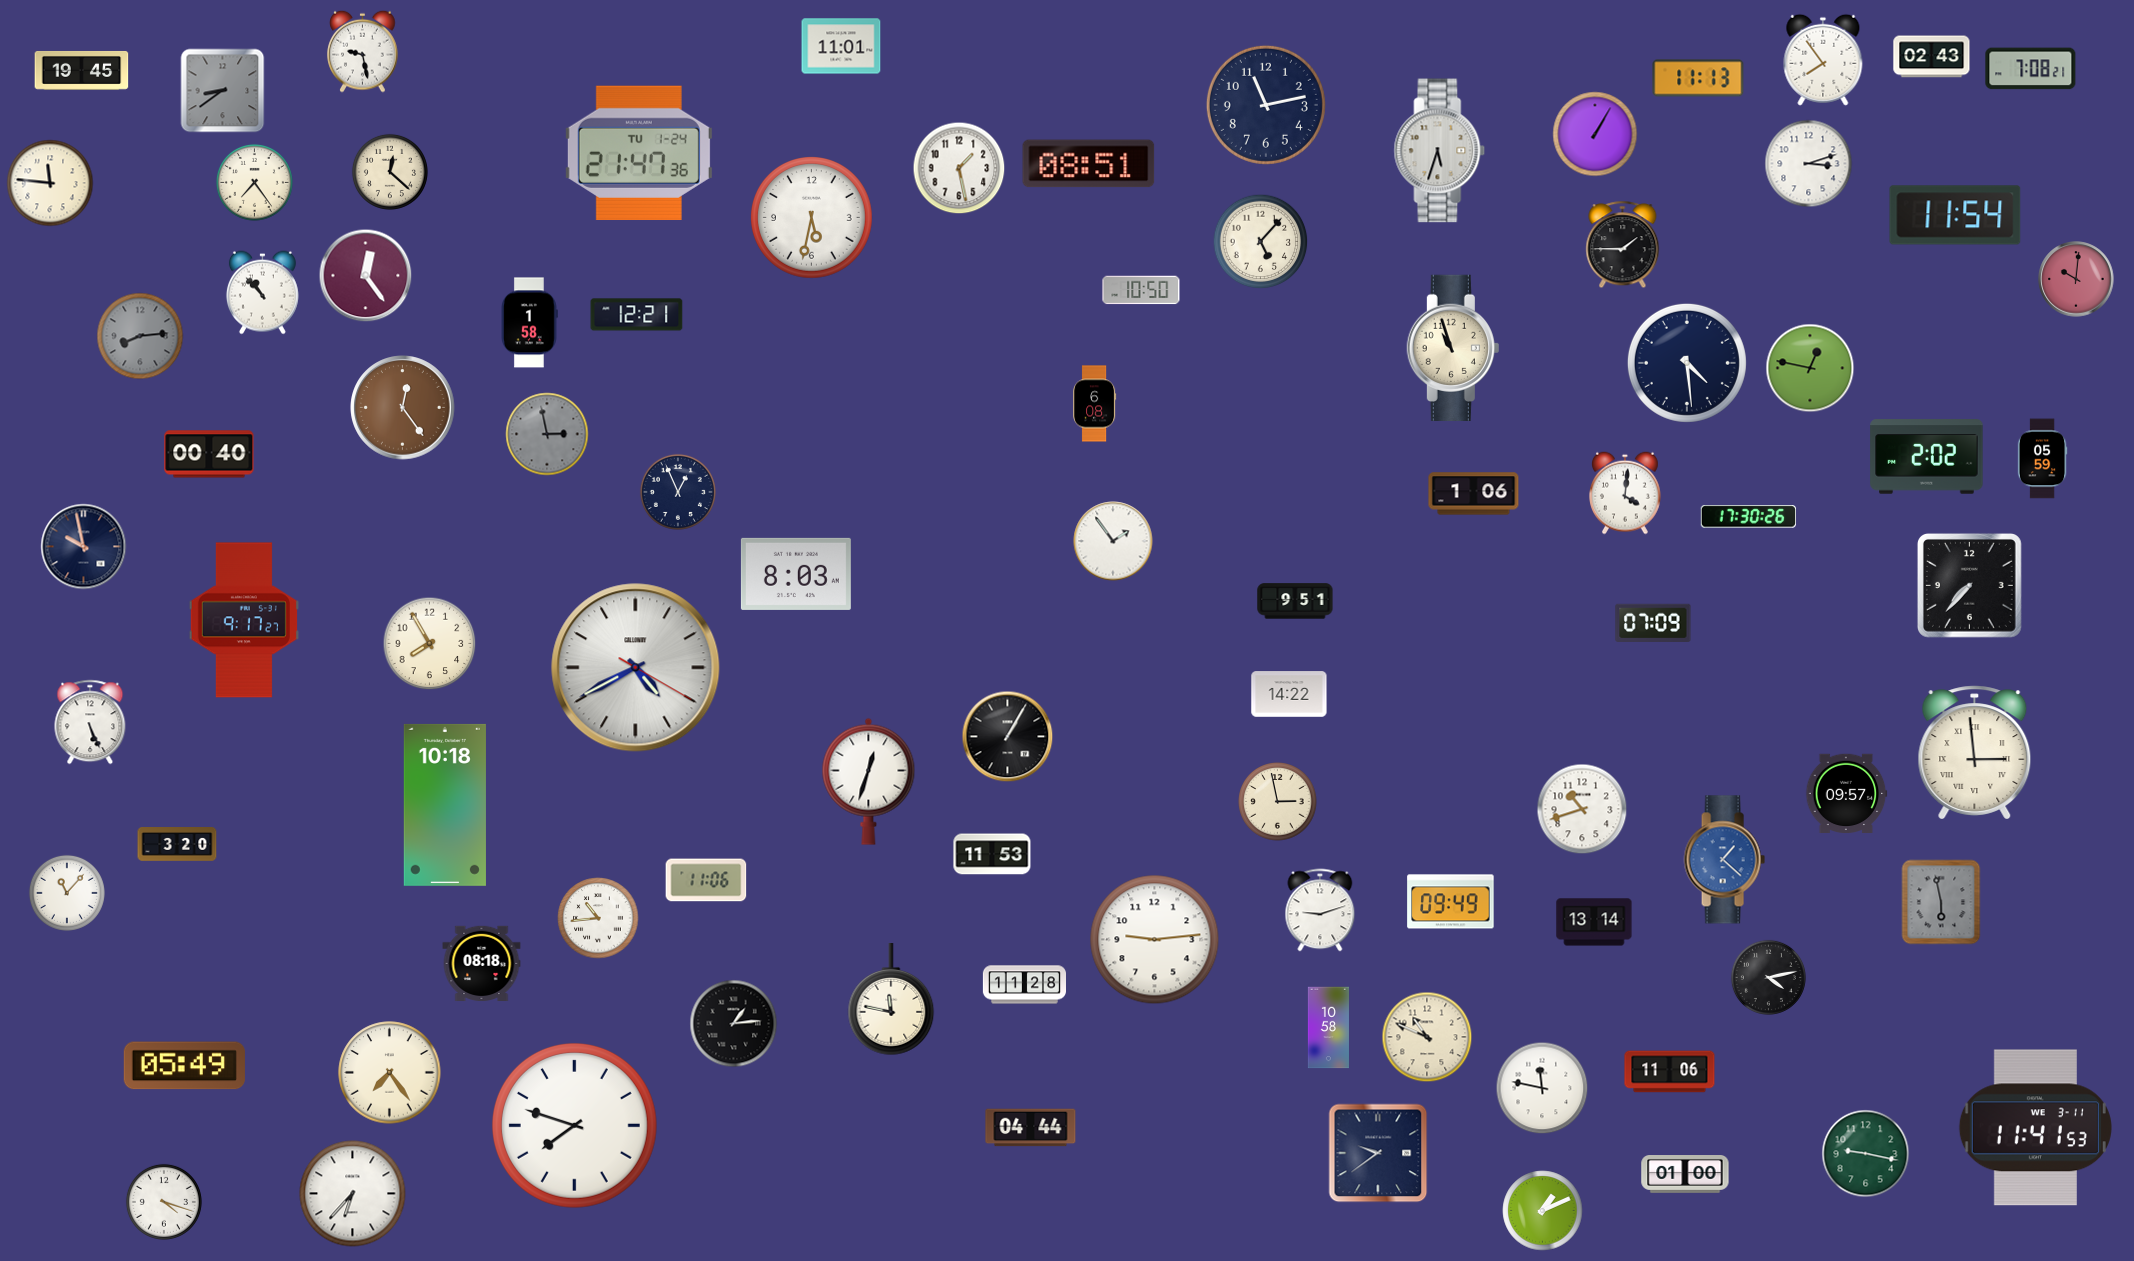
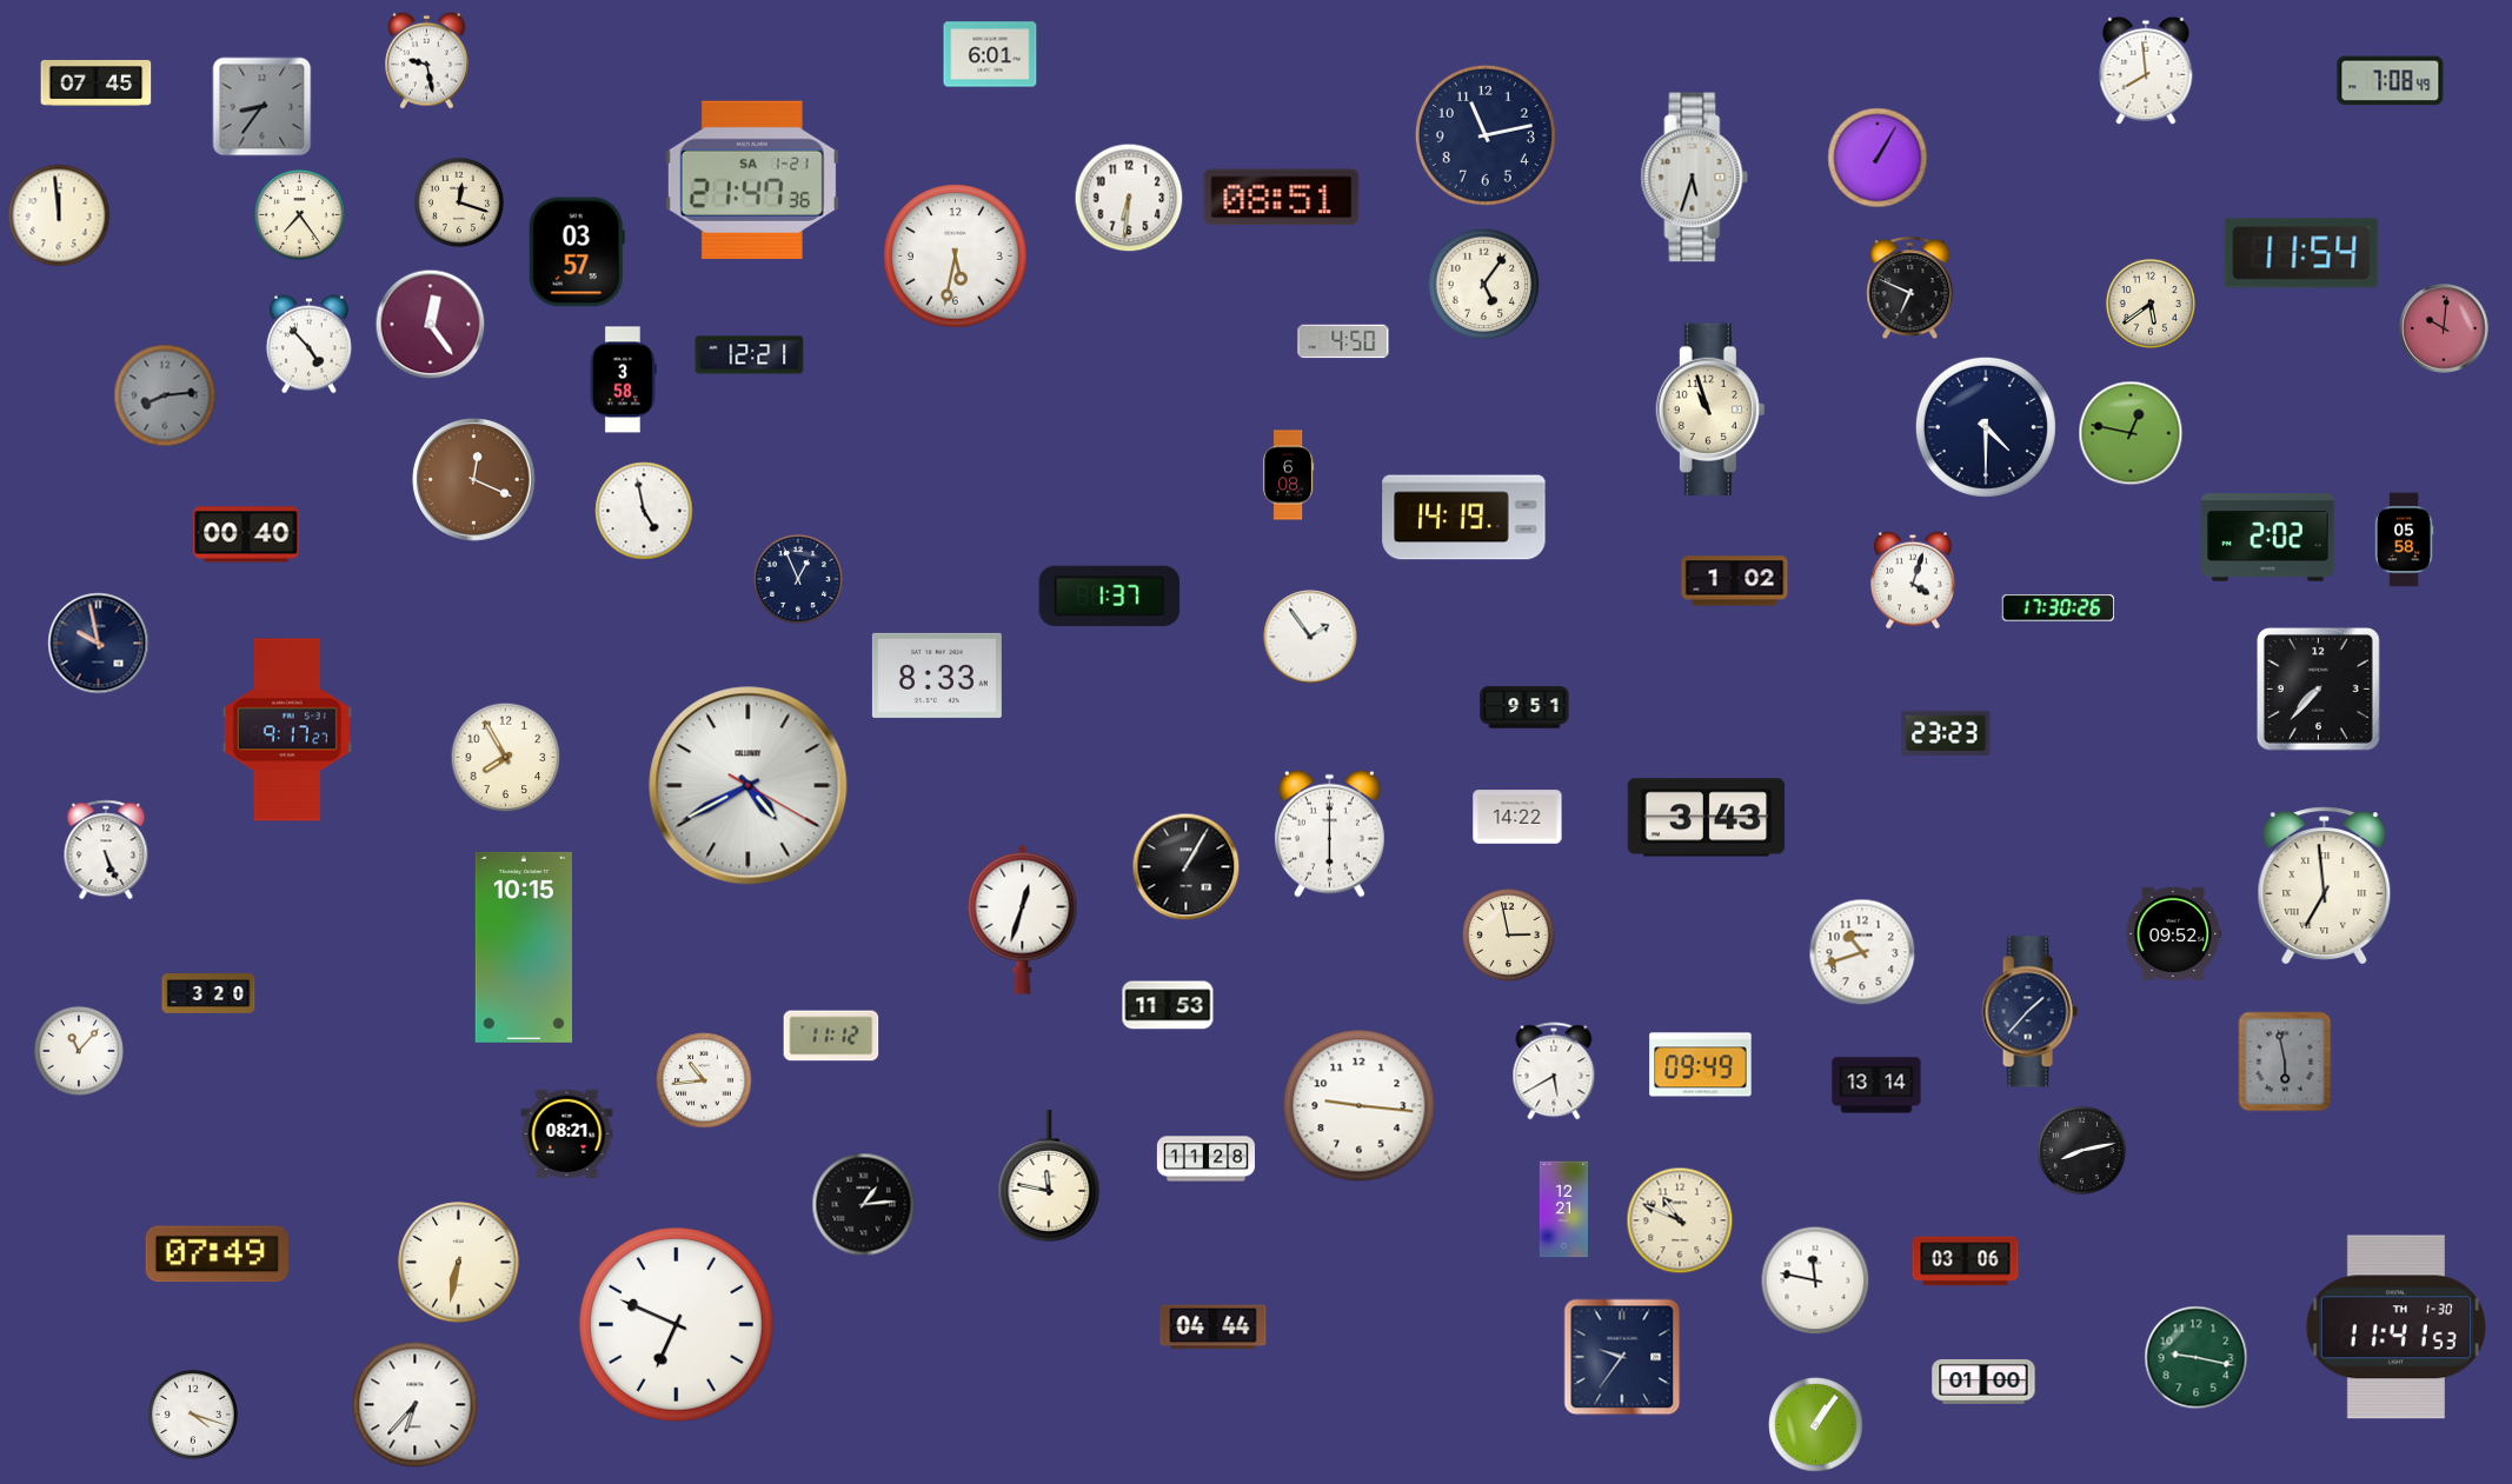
clock at (841, 46): 11:01 -> 6:01
clock at (1932, 57): 02:43 -> none
clock at (1823, 60): 7:54 -> 7:59
clock at (2031, 69): 7:08:21 -> 7:08:49
clock at (82, 70): 19:45 -> 07:45
clock at (1698, 78): 11:13 -> none
clock at (223, 91): 8:39 -> 8:36
clock at (1266, 105) position: (1266, 105) -> (1486, 135)
clock at (639, 153) date: TU 1-24 -> SA 1-21
clock at (1089, 164) position: (1089, 164) -> (1282, 198)
clock at (1809, 164): 3:12 -> none
clock at (959, 168): 1:28 -> 6:31
clock at (390, 172): 12:22 -> 12:18
clock at (50, 183): 11:46 -> 11:59
clock at (577, 252): none -> 03:57
clock at (1261, 242): 5:07 -> 5:06
clock at (1623, 245): 1:45 -> 6:49
clock at (2151, 304): none -> 5:39
clock at (1141, 290): 10:50 -> 4:50
clock at (262, 293): 10:53 -> 4:53
clock at (637, 315) position: (637, 315) -> (750, 355)
clock at (530, 323): 1:58 -> 3:58
clock at (1687, 363): 4:29 -> 4:30
clock at (403, 408): 12:24 -> 12:19
clock at (547, 434): 2:58 -> 4:58
clock at (547, 434) dial: grey -> white
clock at (1464, 518): none -> 14:19
clock at (2042, 459): 05:59 -> 05:58
clock at (1626, 493): 4:01 -> 4:03
clock at (1474, 494): 1:06 -> 1:02
clock at (1110, 595): none -> 1:37
clock at (796, 574): 8:03 -> 8:33
clock at (1653, 622): 07:09 -> 23:23
clock at (1707, 818): none -> 3:43
clock at (1330, 833): none -> 6:00
clock at (1975, 753): 2:59 -> 6:59
clock at (1846, 794): 09:57 -> 09:52
clock at (1278, 802) position: (1278, 802) -> (1509, 936)
clock at (445, 805): 10:18 -> 10:15
clock at (1724, 860): 1:22 -> 1:37
clock at (1724, 860) dial: blue -> navy
clock at (706, 880): 11:06 -> 11:12
clock at (1451, 902) position: (1451, 902) -> (1701, 1065)
clock at (1320, 910): 9:12 -> 5:40
clock at (1155, 940): 9:14 -> 9:16
clock at (482, 964): 08:18 -> 08:21
clock at (1768, 977): 4:13 -> 8:13
clock at (1328, 1028): 10:58 -> 12:21
clock at (184, 1066): 05:49 -> 07:49
clock at (1670, 1072): 11:06 -> 03:06
clock at (390, 1073): 7:24 -> 6:32
clock at (574, 1125): 7:48 -> 6:49
clock at (2035, 1128) date: WE 3-11 -> TH 1-30
clock at (1378, 1153): 9:39 -> 9:36
clock at (1543, 1211): 1:11 -> 1:06
